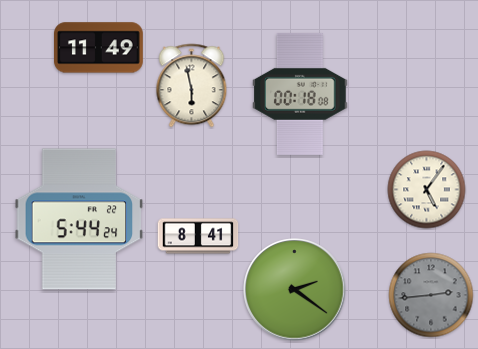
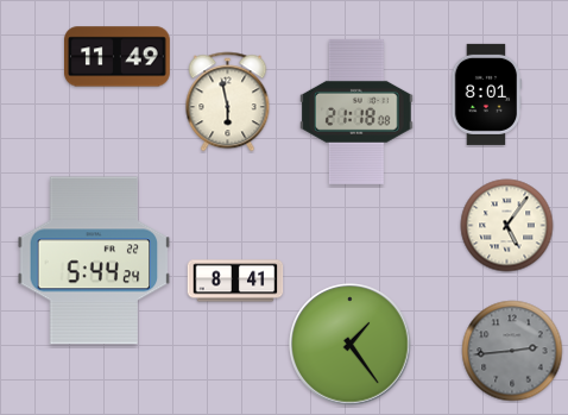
clock at (486, 94): none -> 8:01
clock at (300, 94): 00:18 -> 21:18
clock at (295, 290): 2:21 -> 1:24
